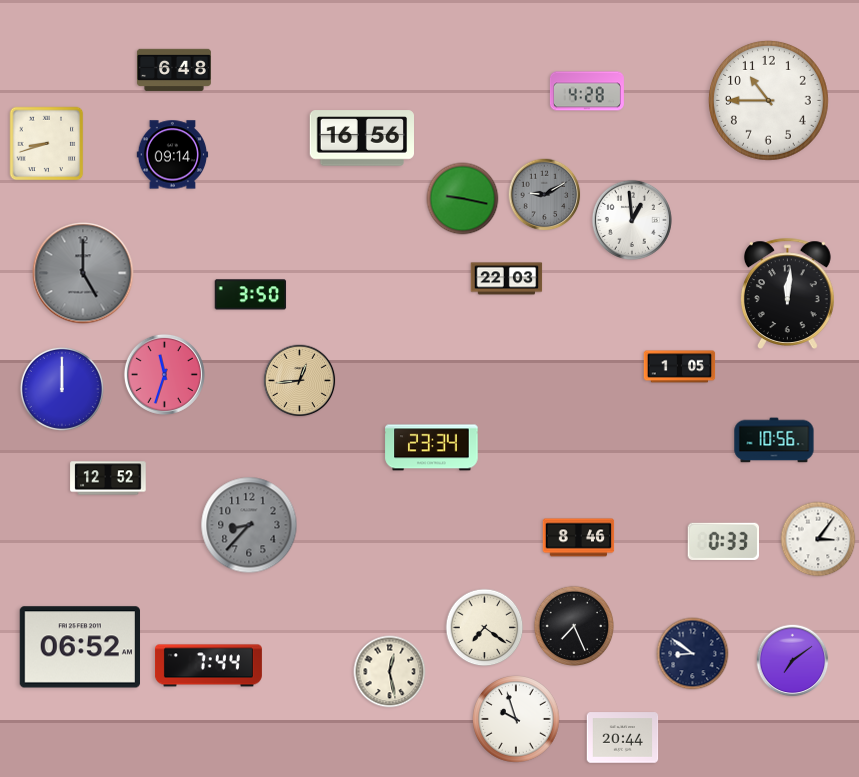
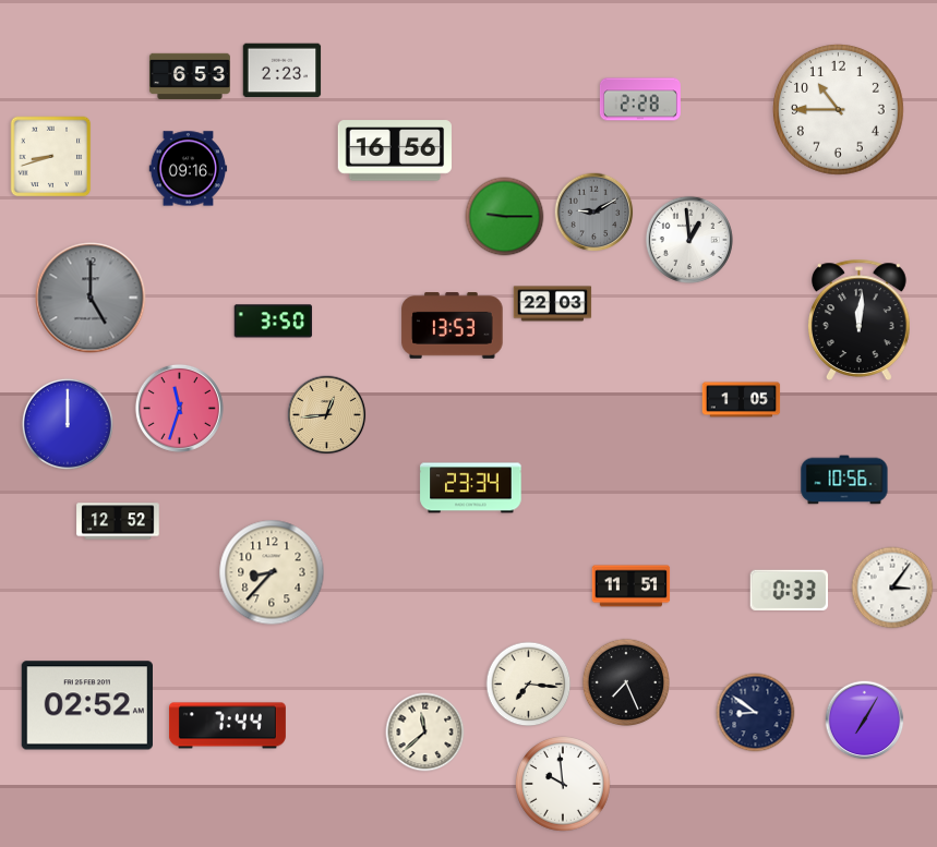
clock at (283, 71): none -> 2:23
clock at (174, 70): 6:48 -> 6:53
clock at (587, 91): 4:28 -> 2:28
clock at (173, 155): 09:14 -> 09:16
clock at (463, 199): 9:17 -> 9:15
clock at (453, 326): none -> 13:53
clock at (249, 525) dial: grey -> cream
clock at (579, 538): 8:46 -> 11:51
clock at (485, 628): 7:21 -> 7:16
clock at (79, 647): 06:52 -> 02:52
clock at (793, 661): 7:09 -> 7:05
clock at (390, 672): 12:28 -> 11:38
clock at (517, 720): 9:57 -> 9:59
clock at (623, 738): 20:44 -> none
